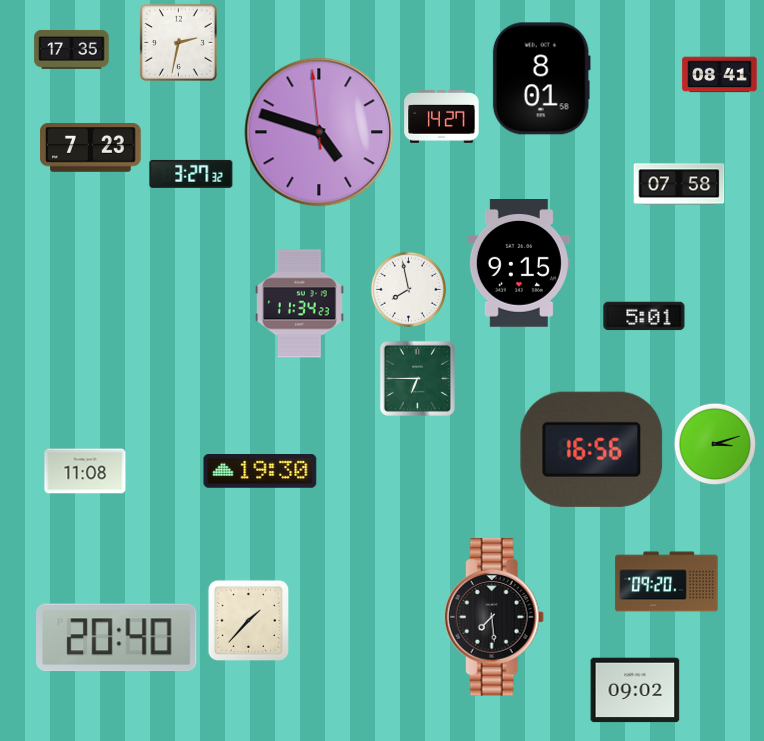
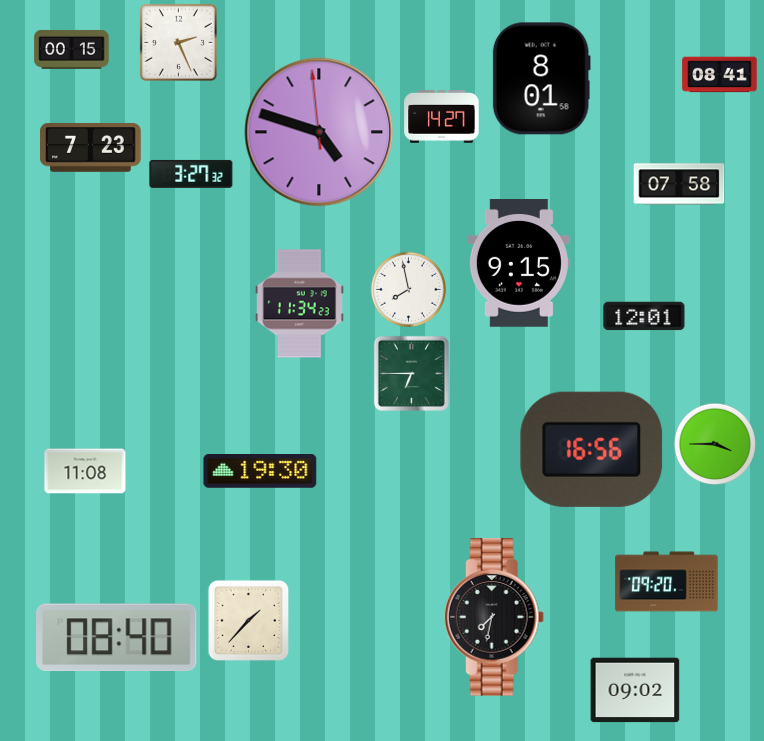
clock at (178, 42): 2:32 -> 2:26
clock at (72, 49): 17:35 -> 00:15
clock at (644, 316): 5:01 -> 12:01
clock at (417, 378) position: (417, 378) -> (411, 373)
clock at (714, 443): 3:12 -> 3:45
clock at (494, 617): 7:29 -> 7:32
clock at (117, 637): 20:40 -> 08:40
